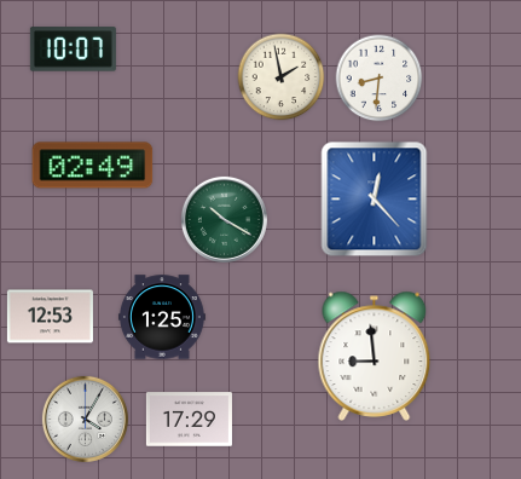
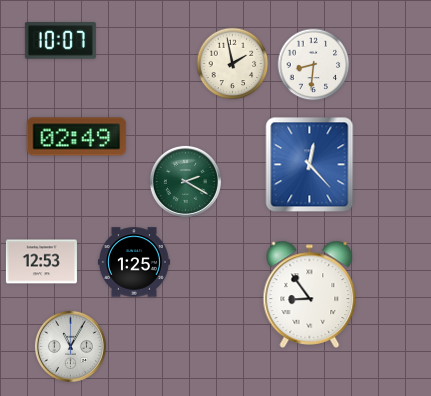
clock at (224, 219): 10:20 -> 2:20
clock at (375, 356): 8:59 -> 8:54
clock at (85, 419): 4:05 -> 11:05
clock at (189, 420): 17:29 -> none
